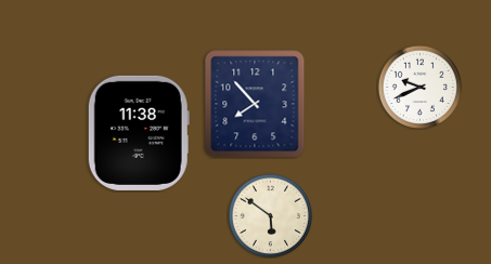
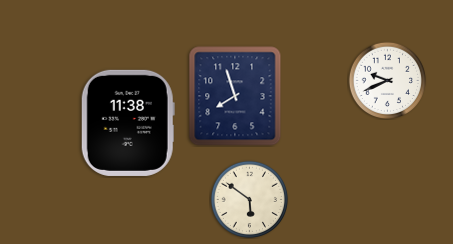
clock at (255, 104): 7:53 -> 7:57
